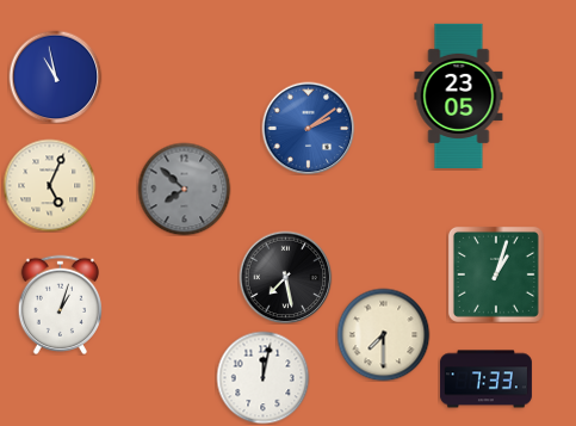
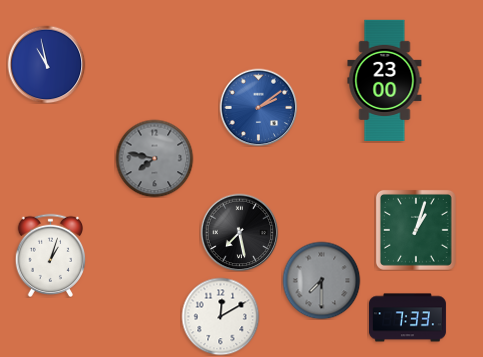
clock at (459, 95): 23:05 -> 23:00
clock at (49, 185): 5:04 -> none
clock at (184, 189): 7:52 -> 7:47
clock at (383, 334) dial: cream -> grey
clock at (262, 377): 12:02 -> 12:10
